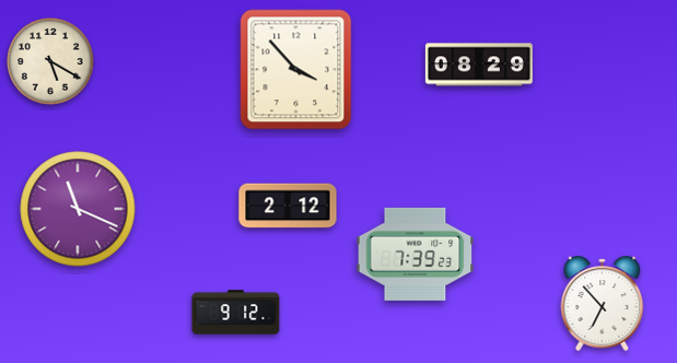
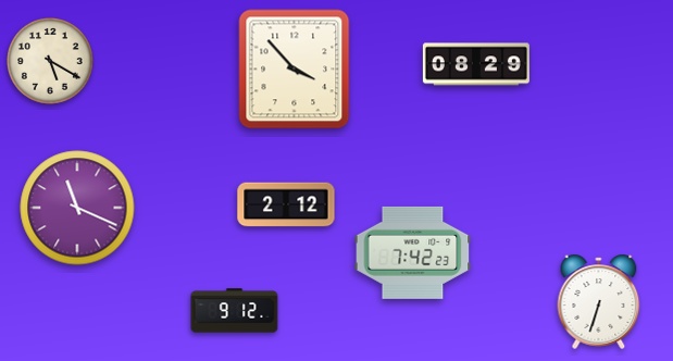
clock at (416, 254): 7:39 -> 7:42
clock at (603, 303): 6:53 -> 6:33
